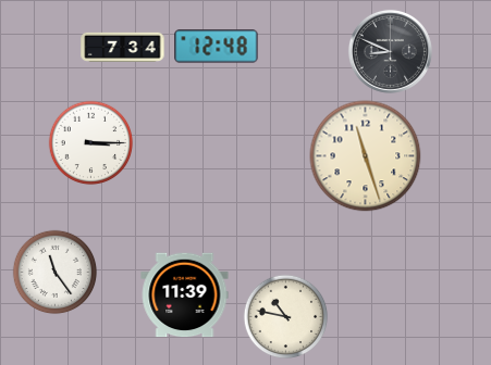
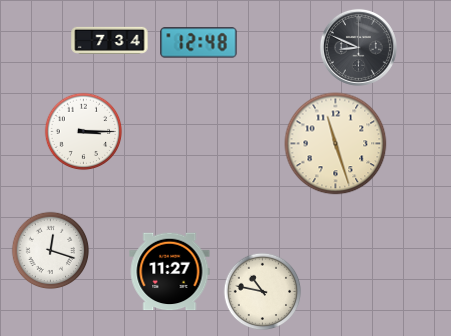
clock at (123, 47) position: (123, 47) -> (110, 40)
clock at (54, 272): 11:24 -> 12:18
clock at (185, 295): 11:39 -> 11:27
